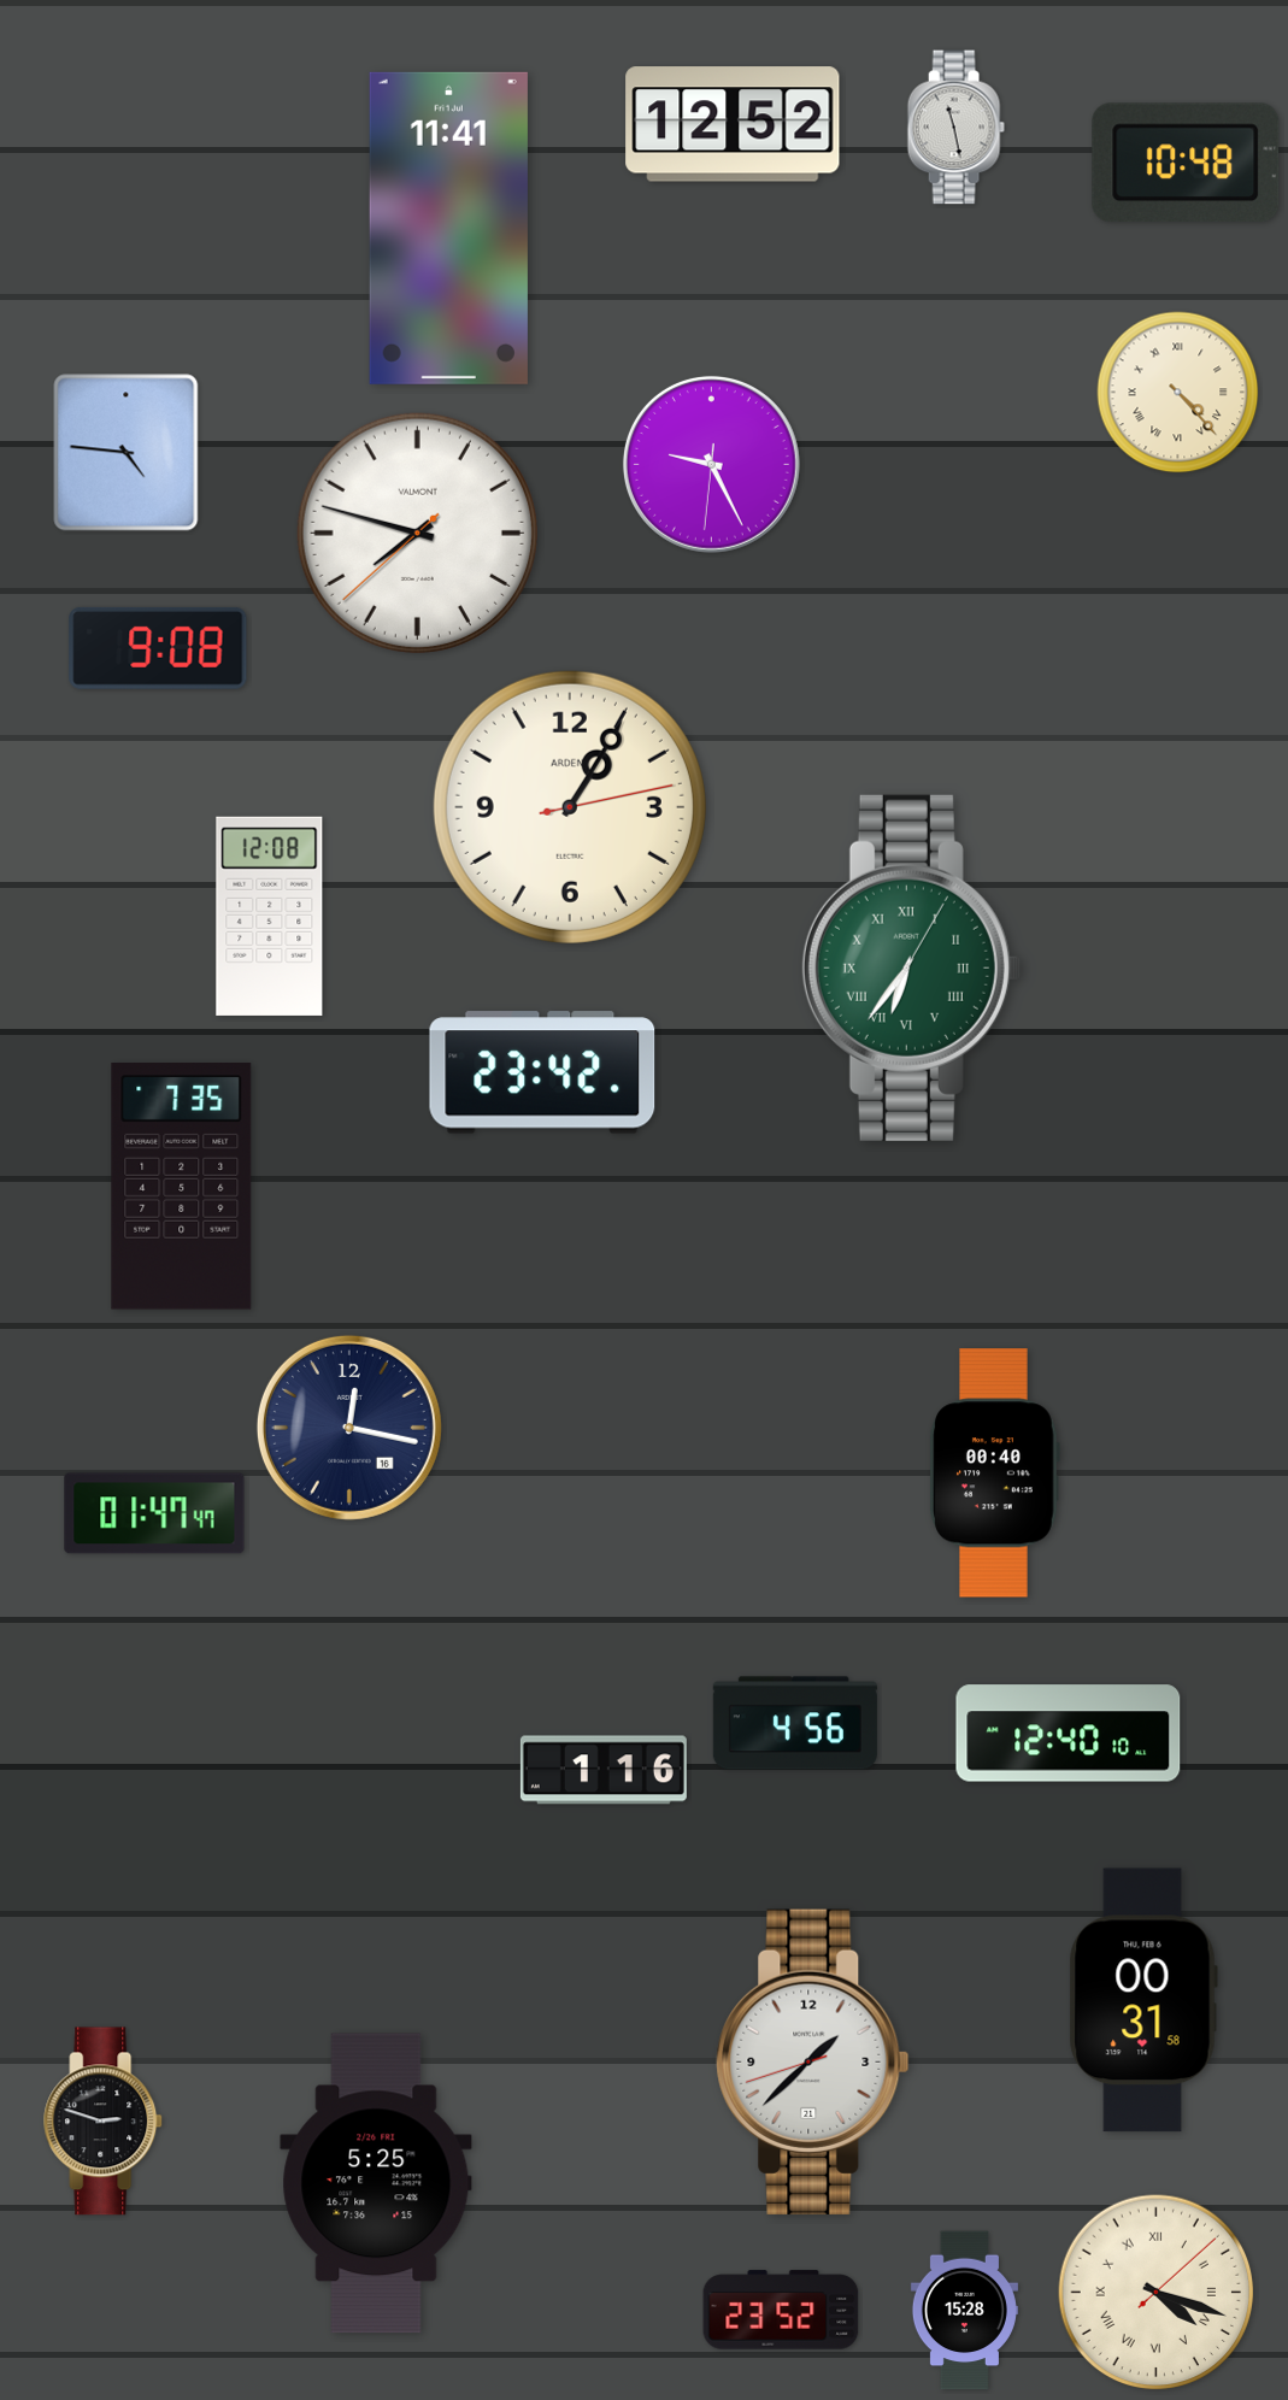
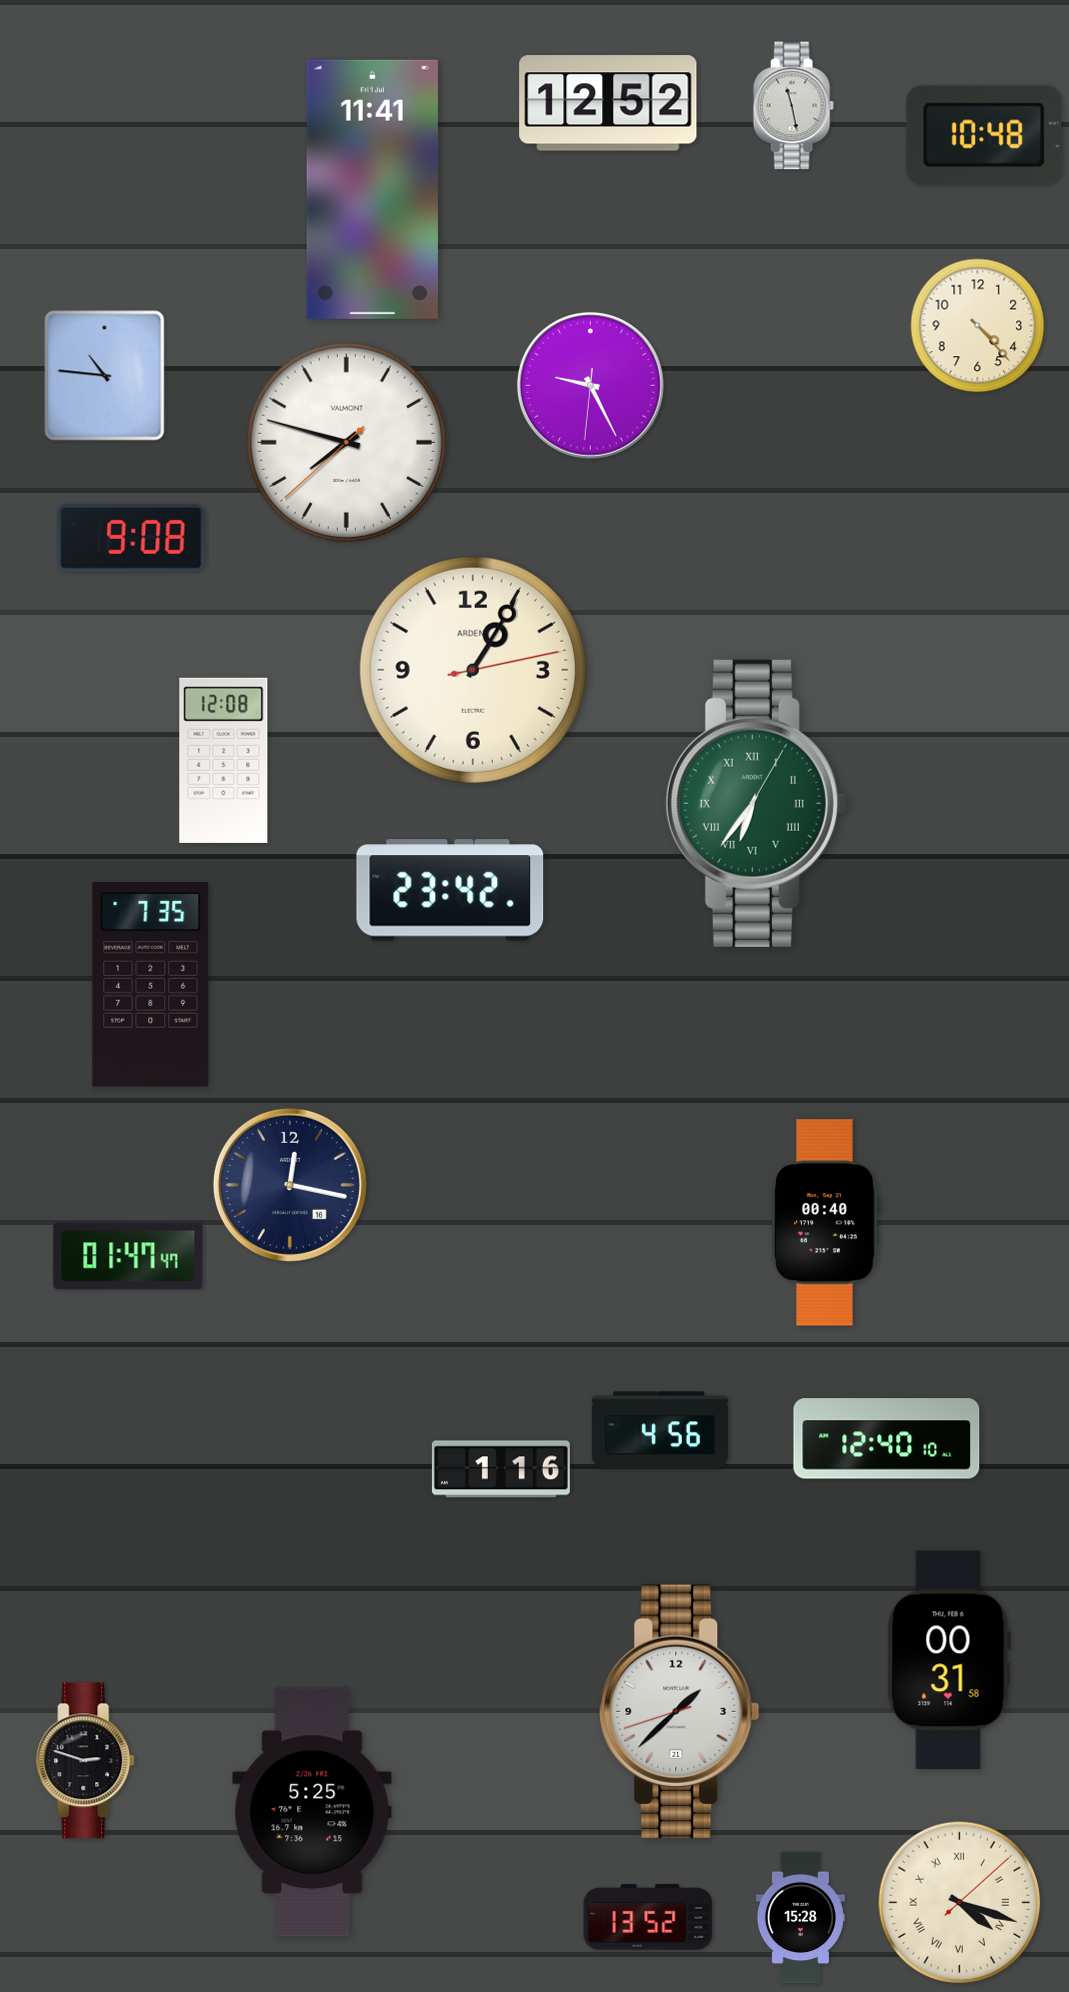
clock at (1178, 393) numerals: Roman -> Arabic
clock at (127, 453): 4:46 -> 10:46
clock at (813, 2061) position: (813, 2061) -> (680, 1711)
clock at (781, 2310): 23:52 -> 13:52
